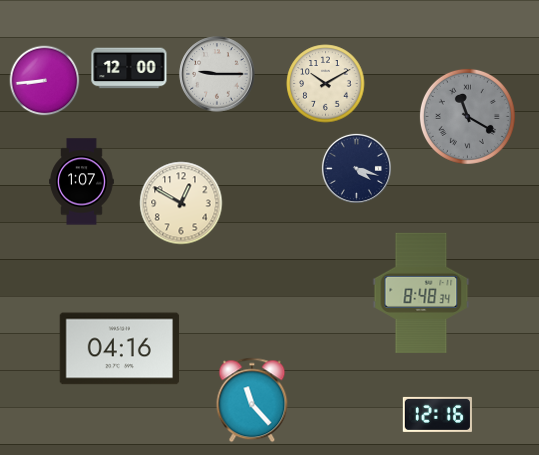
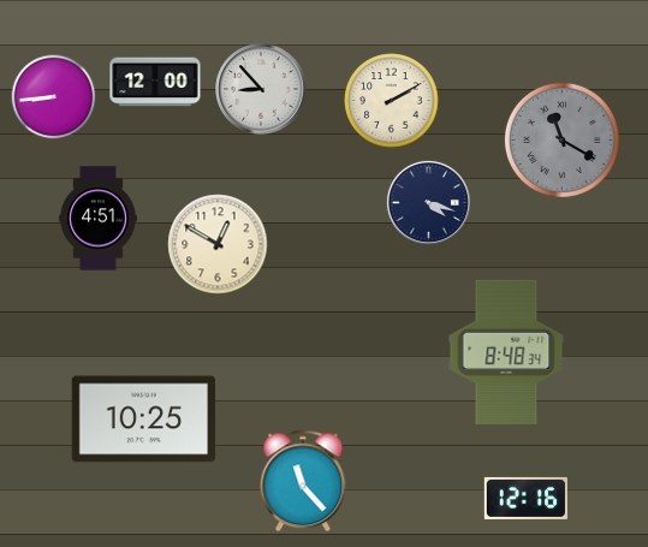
clock at (217, 74): 9:15 -> 8:53
clock at (326, 84): 10:10 -> 2:10
clock at (82, 182): 1:07 -> 4:51
clock at (120, 349): 04:16 -> 10:25
